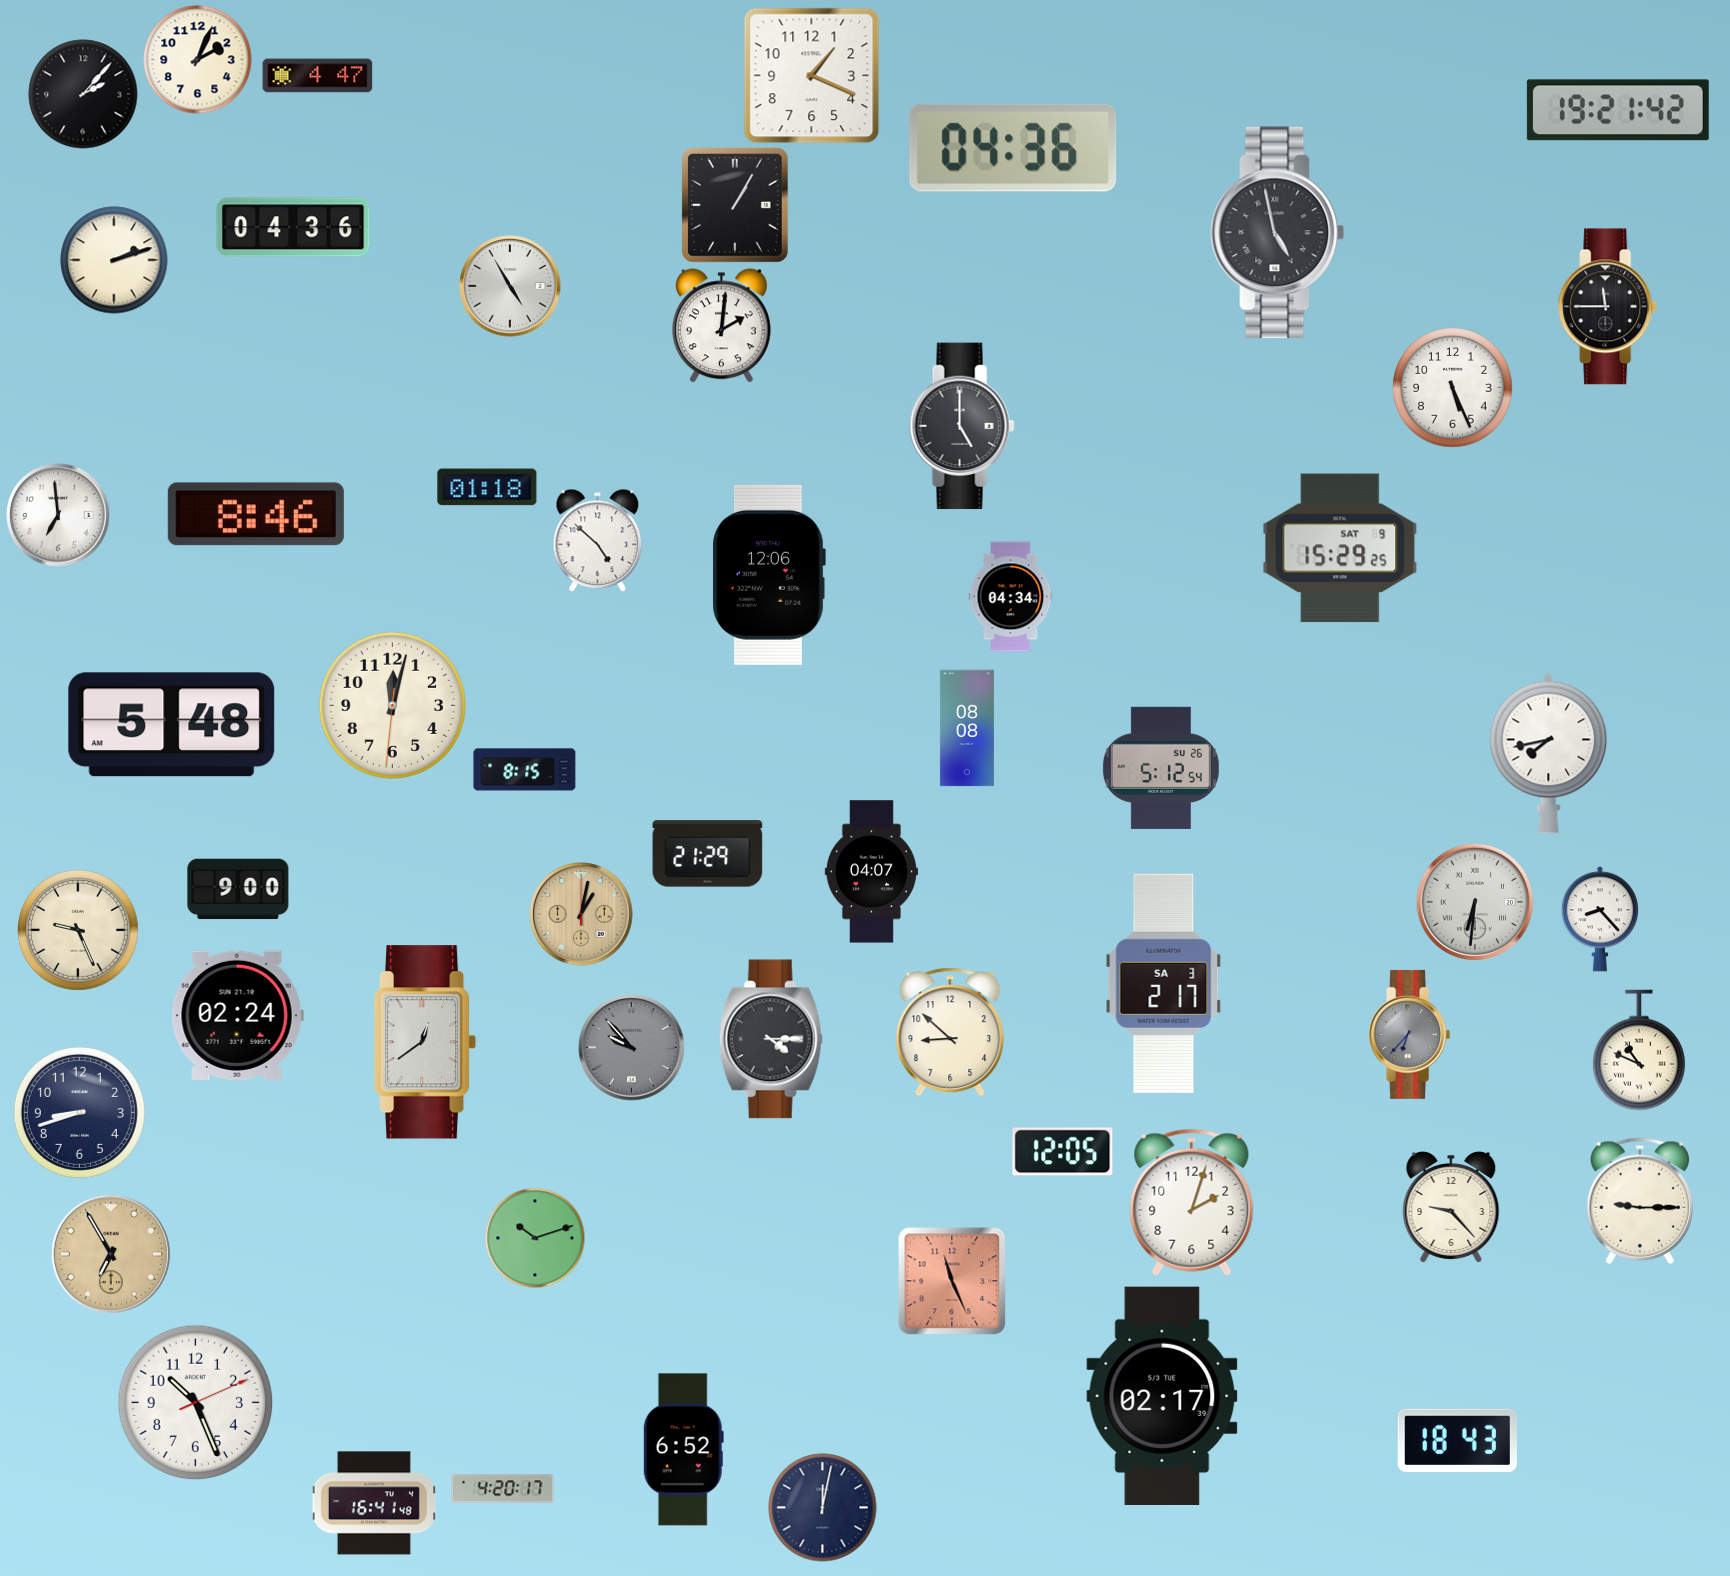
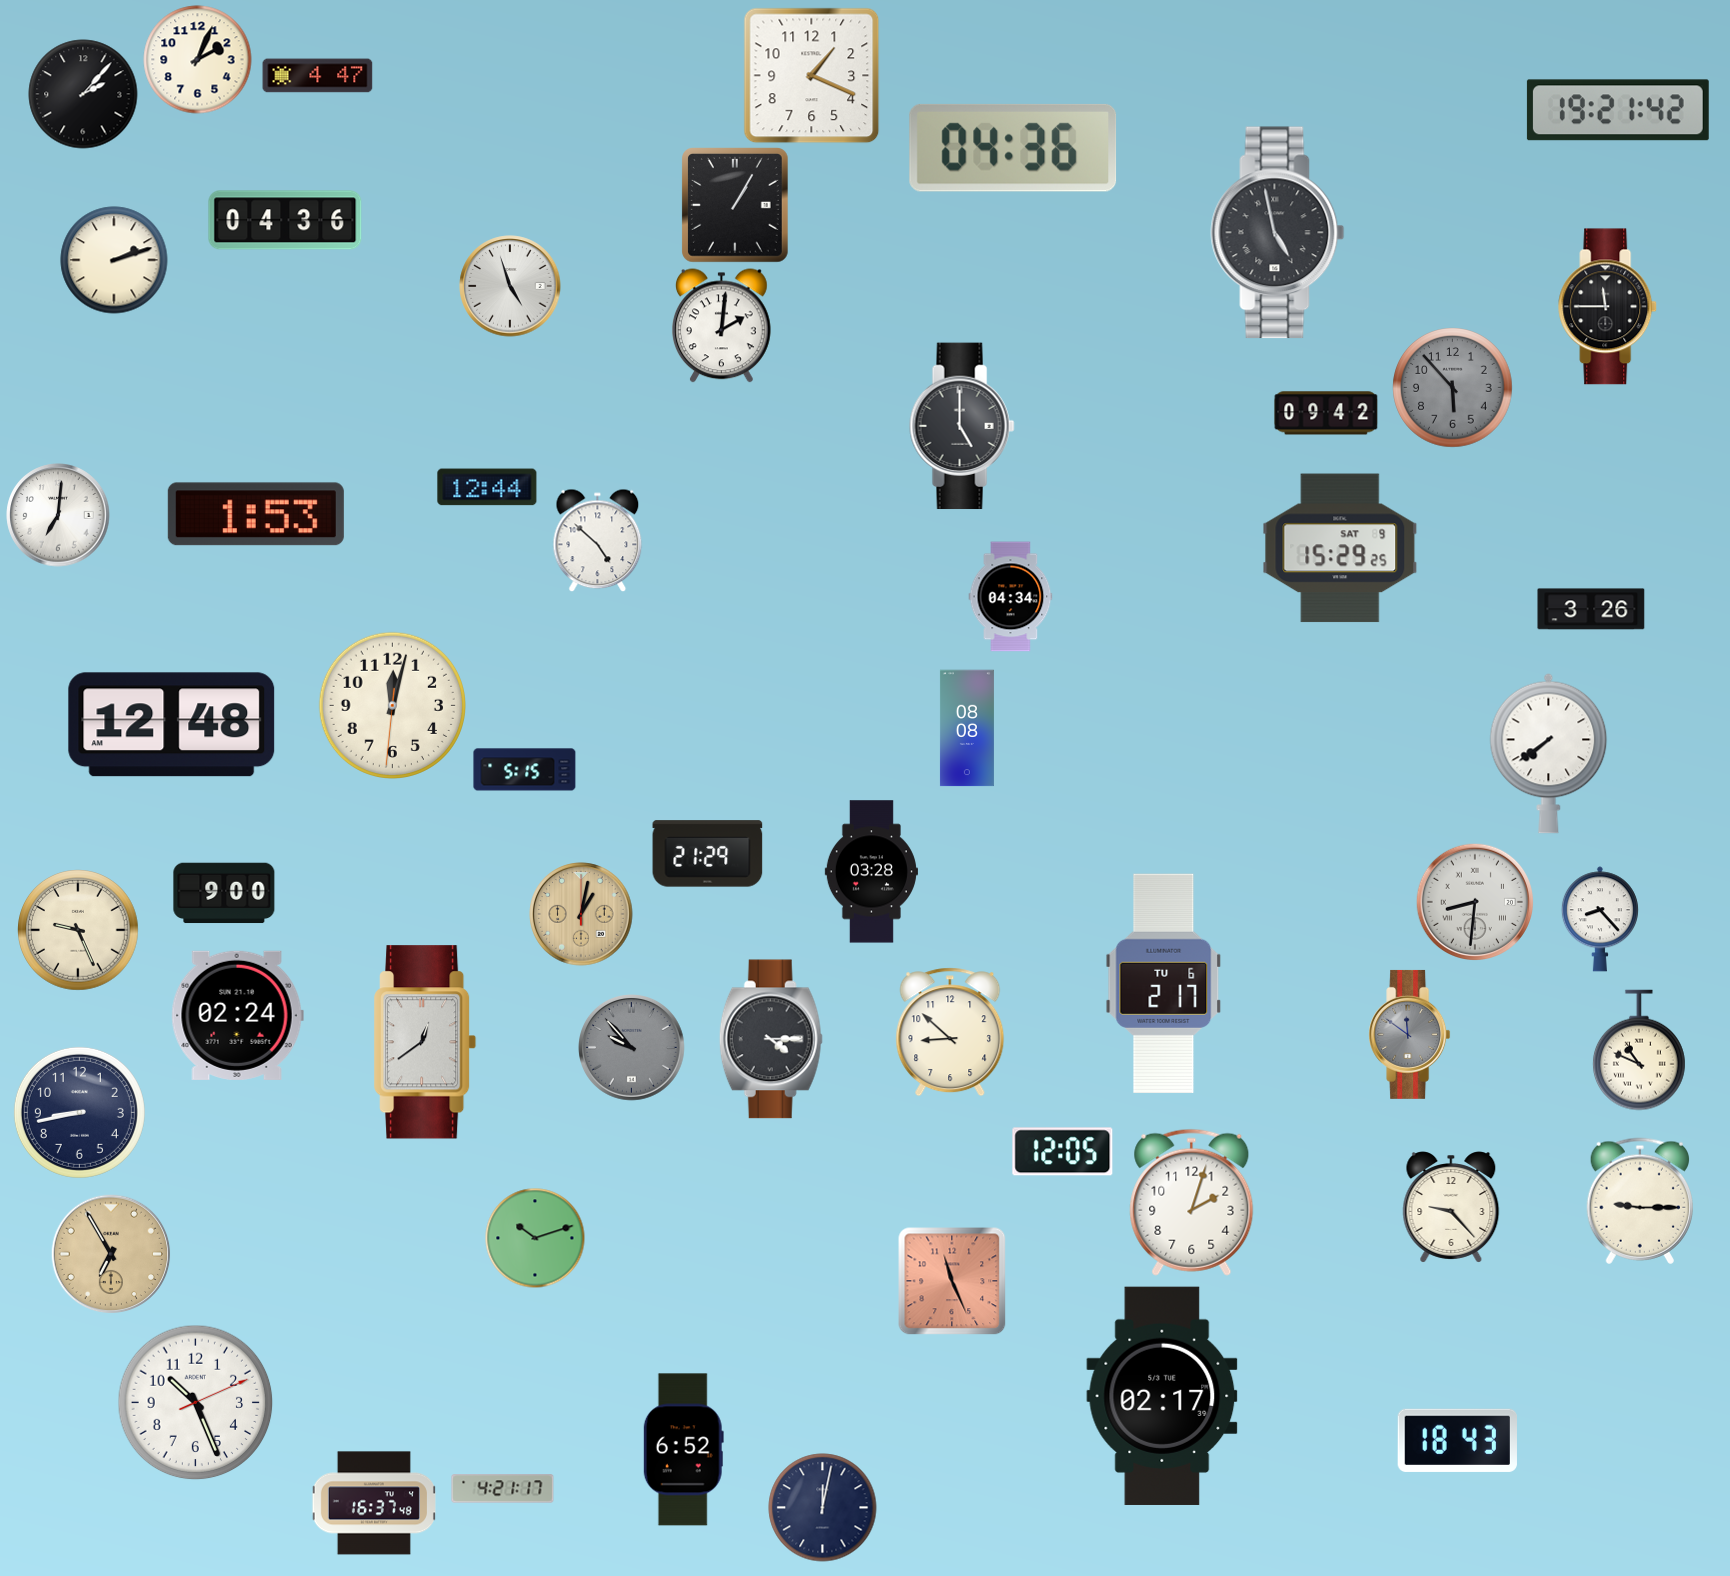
clock at (293, 227) position: (293, 227) -> (285, 220)
clock at (510, 286): 4:55 -> 4:57
clock at (1453, 388): 5:26 -> 5:53
clock at (1453, 388) dial: white -> grey
clock at (1326, 413): none -> 09:42
clock at (487, 487): 01:18 -> 12:44
clock at (256, 514): 8:46 -> 1:53
clock at (58, 515): 6:59 -> 7:01
clock at (769, 575): 12:06 -> none
clock at (1591, 609): none -> 3:26
clock at (172, 725): 5:48 -> 12:48
clock at (1549, 753): 7:43 -> 7:39
clock at (1161, 768): 5:12 -> none
clock at (525, 770): 8:15 -> 5:15
clock at (871, 872): 04:07 -> 03:28
clock at (238, 889) position: (238, 889) -> (224, 893)
clock at (1474, 901): 6:31 -> 8:31
clock at (1164, 983) date: SA 3 -> TU 6
clock at (1410, 1034): 6:37 -> 11:51
clock at (79, 1112): 8:42 -> 8:43
clock at (503, 1489): 4:20 -> 4:21
clock at (374, 1503): 16:41 -> 16:37
